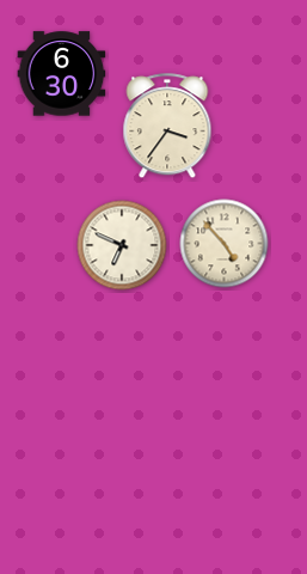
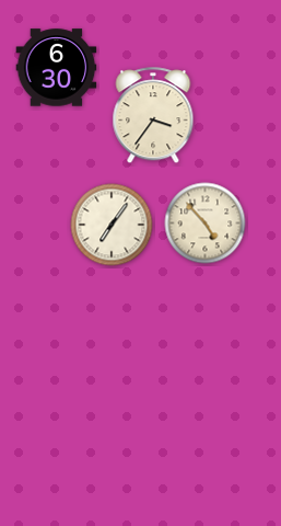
clock at (122, 245): 6:49 -> 7:06
